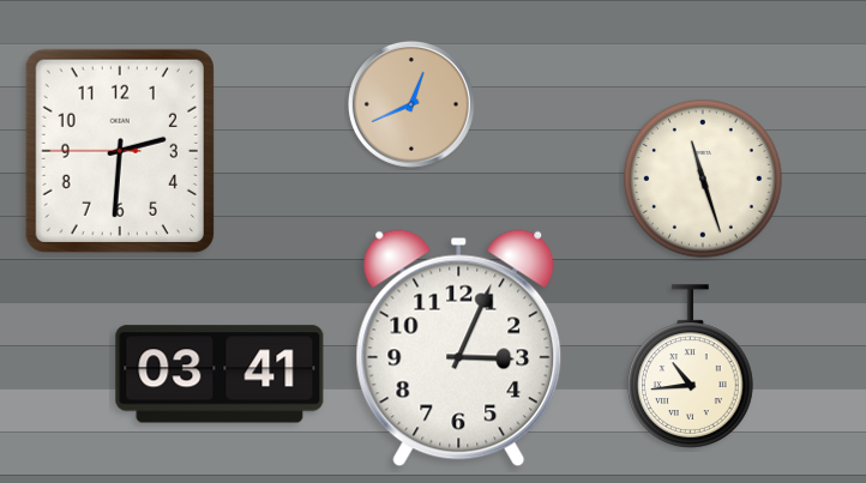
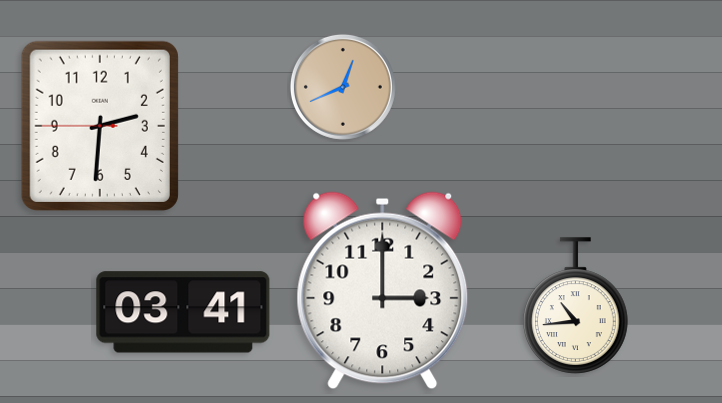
clock at (703, 179): 11:27 -> none
clock at (459, 349): 3:04 -> 3:00
